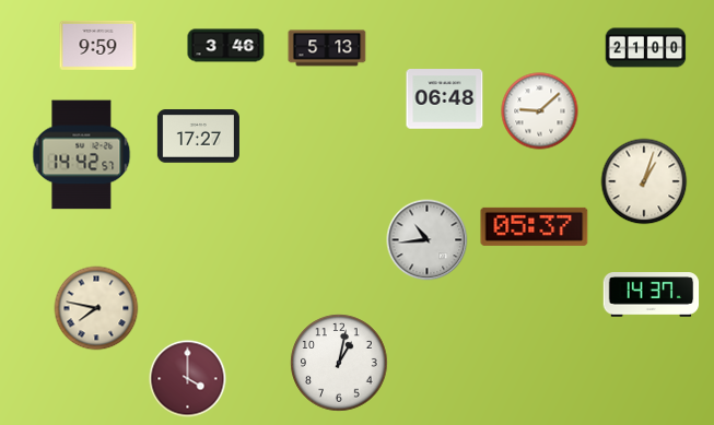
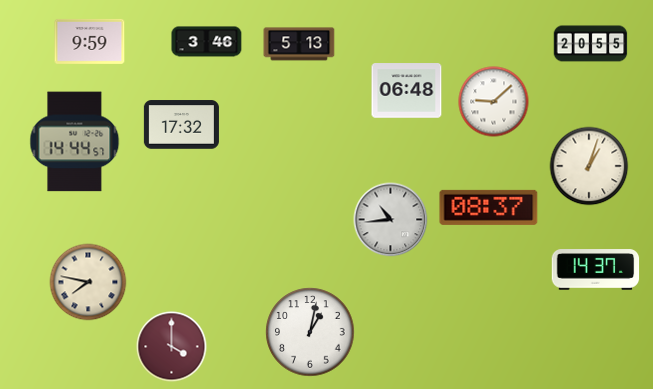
clock at (646, 48): 21:00 -> 20:55
clock at (198, 137): 17:27 -> 17:32
clock at (82, 155): 14:42 -> 14:44
clock at (535, 226): 05:37 -> 08:37
